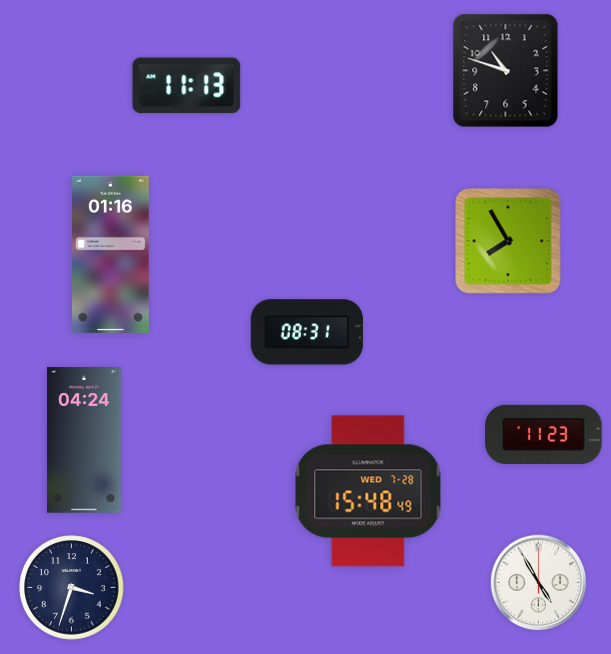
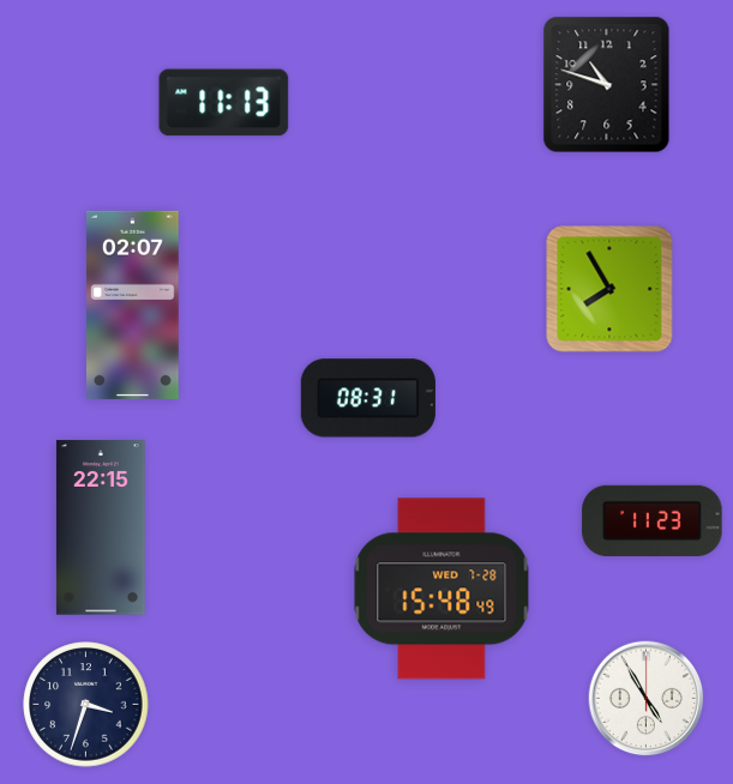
clock at (111, 254): 01:16 -> 02:07
clock at (84, 440): 04:24 -> 22:15
